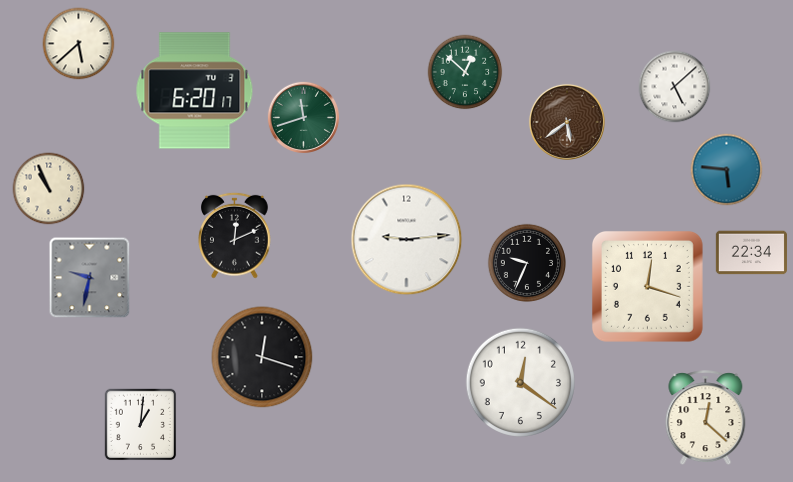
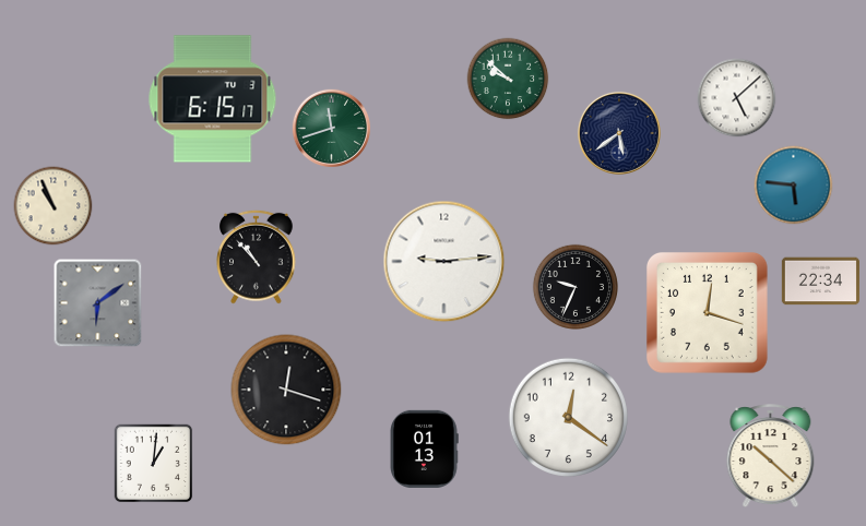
clock at (79, 44): 5:38 -> none
clock at (465, 72): 12:52 -> 9:52
clock at (675, 87) position: (675, 87) -> (737, 98)
clock at (195, 91): 6:20 -> 6:15
clock at (567, 122) dial: brown -> navy
clock at (235, 235): 12:11 -> 10:53
clock at (751, 253) position: (751, 253) -> (820, 282)
clock at (90, 278): 9:32 -> 6:09
clock at (424, 449): none -> 01:13
clock at (706, 418): 12:22 -> 10:22
